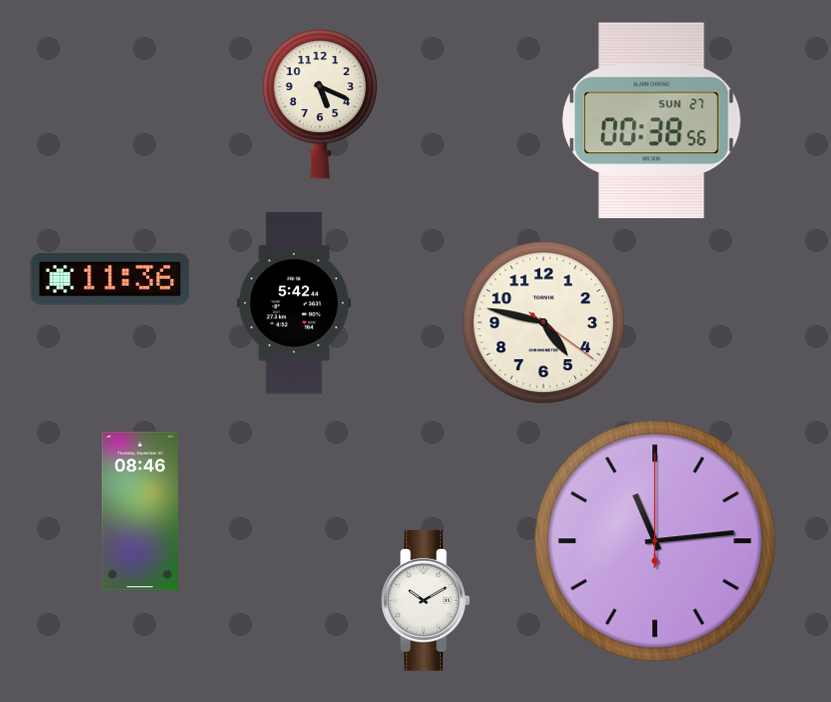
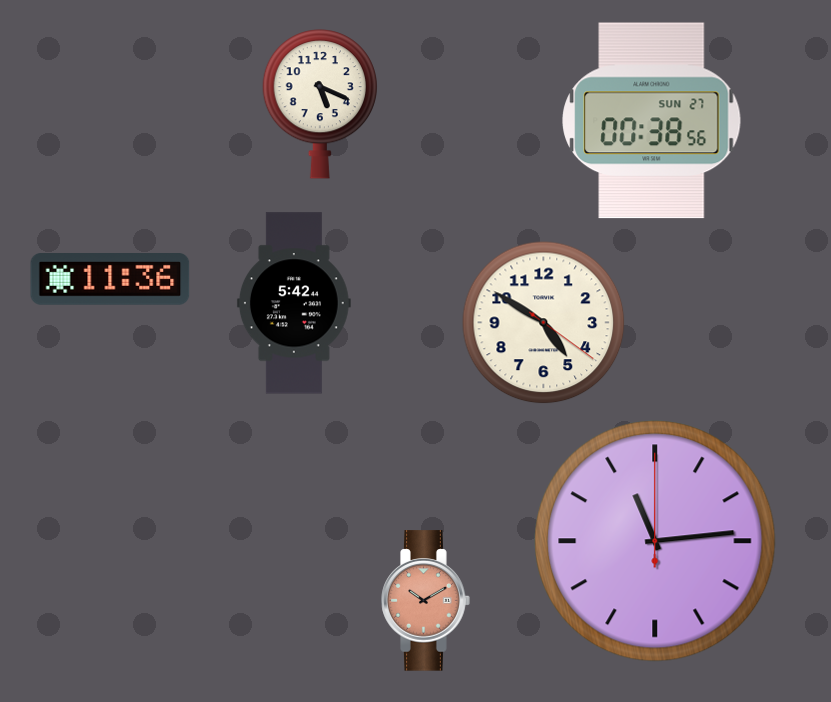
clock at (544, 323): 4:47 -> 4:50
clock at (139, 511): 08:46 -> none
clock at (426, 601) dial: white -> salmon
